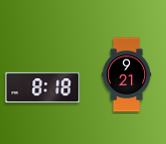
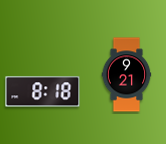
clock at (43, 88) position: (43, 88) -> (43, 92)
